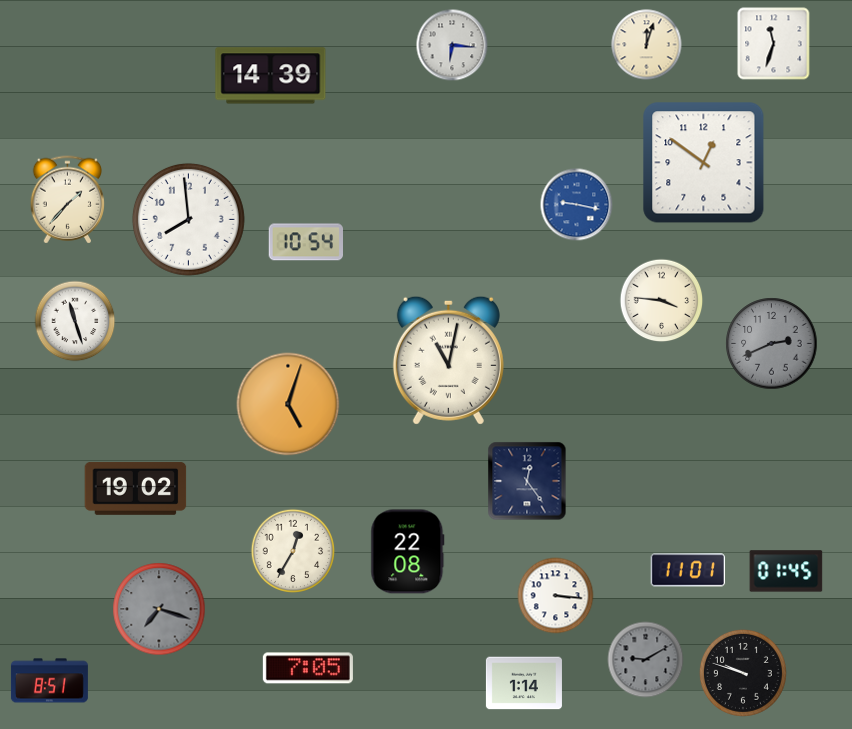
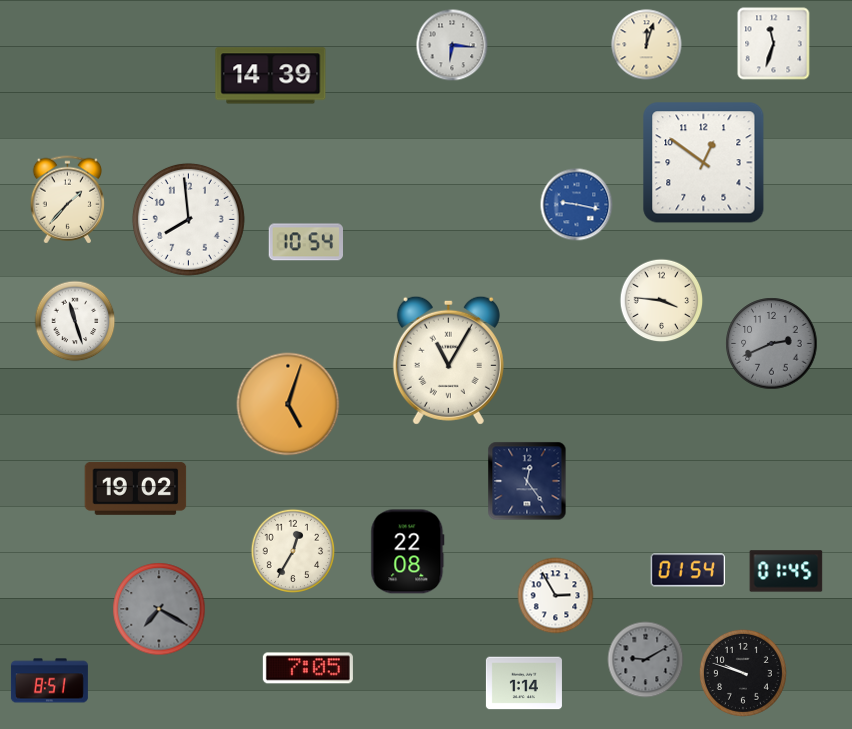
clock at (448, 360): 11:02 -> 11:05
clock at (688, 570): 11:01 -> 01:54
clock at (556, 596): 3:16 -> 2:55
clock at (159, 609): 7:18 -> 7:20
